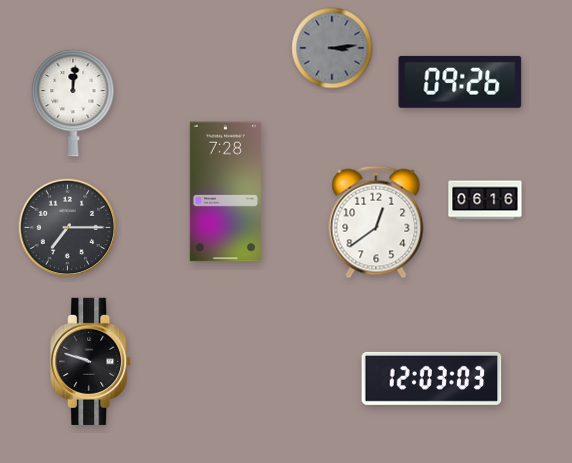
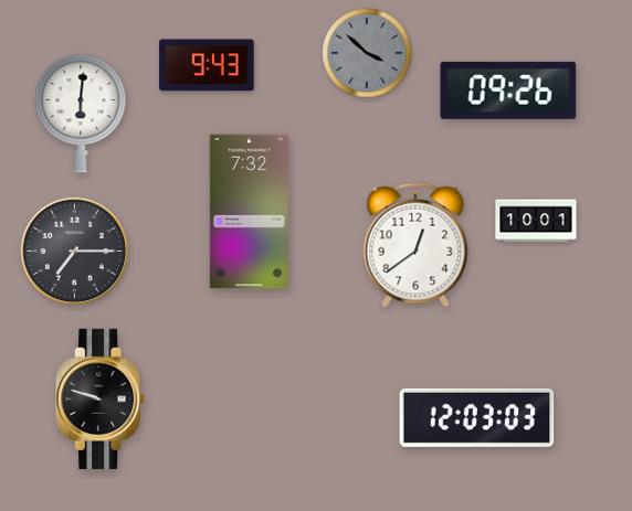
clock at (332, 48): 3:14 -> 3:52
clock at (207, 65): none -> 9:43
clock at (73, 103): 12:01 -> 6:01
clock at (225, 192): 7:28 -> 7:32
clock at (485, 200): 06:16 -> 10:01
